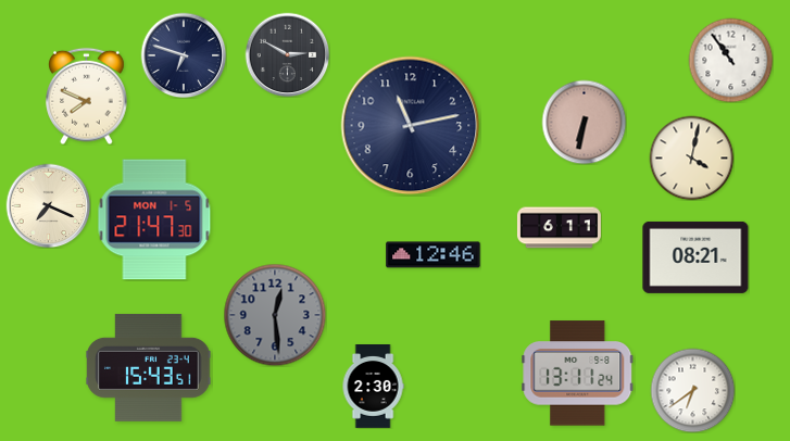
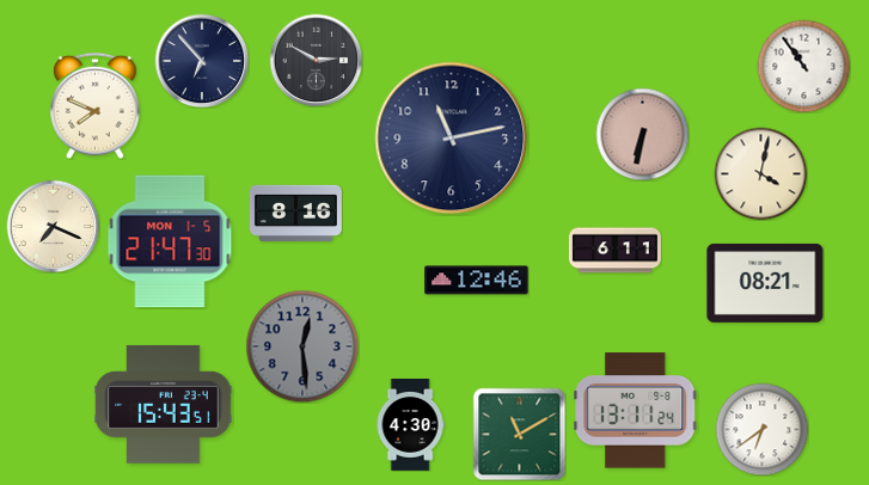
clock at (184, 55): 6:48 -> 6:53
clock at (295, 213): none -> 8:16
clock at (373, 387): 2:30 -> 4:30
clock at (519, 434): none -> 11:10
